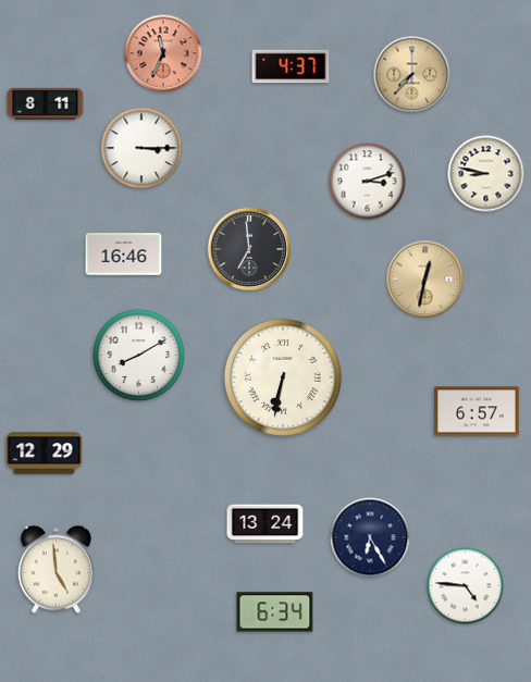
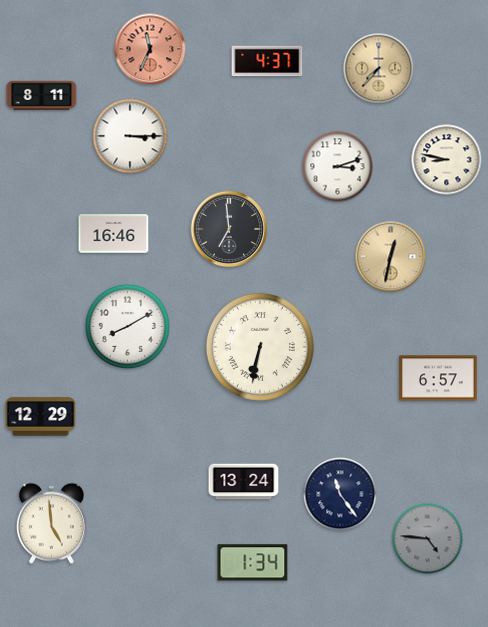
clock at (370, 537): 6:25 -> 11:24
clock at (466, 586) dial: white -> grey
clock at (275, 612): 6:34 -> 1:34
